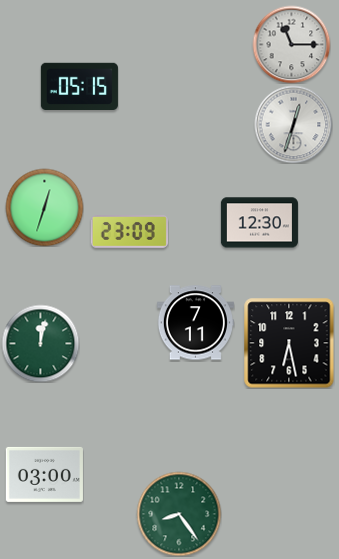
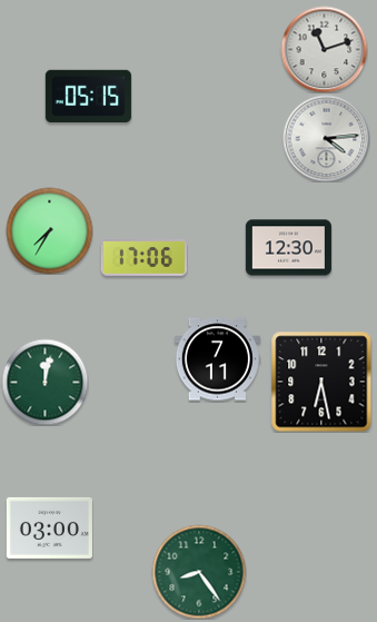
clock at (291, 44): 11:15 -> 11:12
clock at (293, 124): 12:33 -> 4:14
clock at (44, 207): 12:33 -> 7:35
clock at (129, 232): 23:09 -> 17:06
